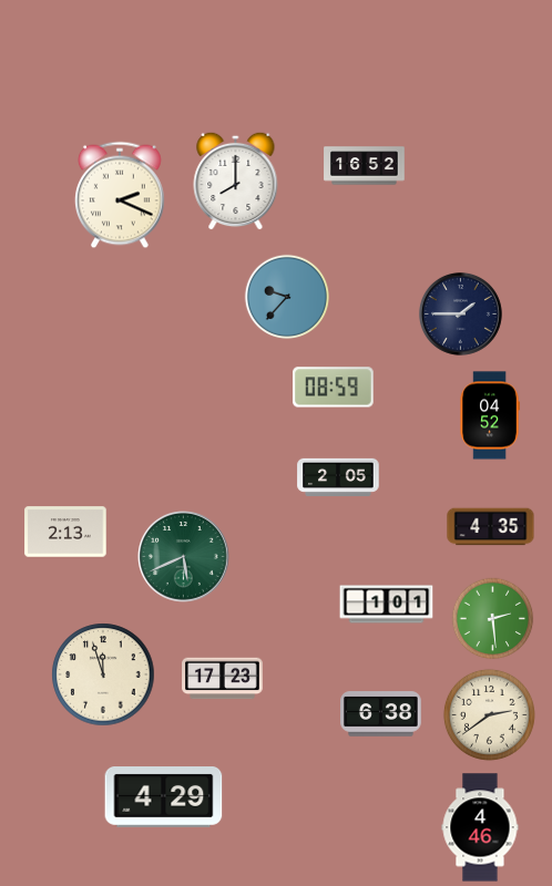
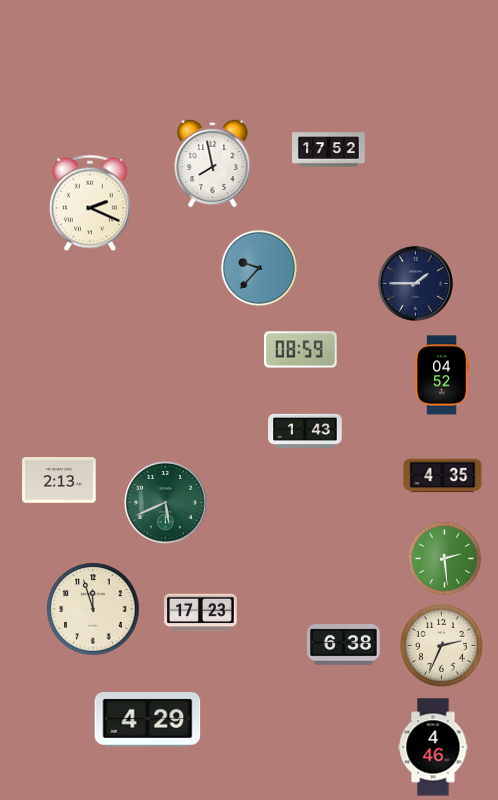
clock at (365, 166): 16:52 -> 17:52
clock at (236, 181): 8:00 -> 7:58
clock at (121, 195) position: (121, 195) -> (91, 203)
clock at (338, 476): 2:05 -> 1:43
clock at (387, 605): 1:01 -> none
clock at (489, 714): 2:39 -> 2:34
